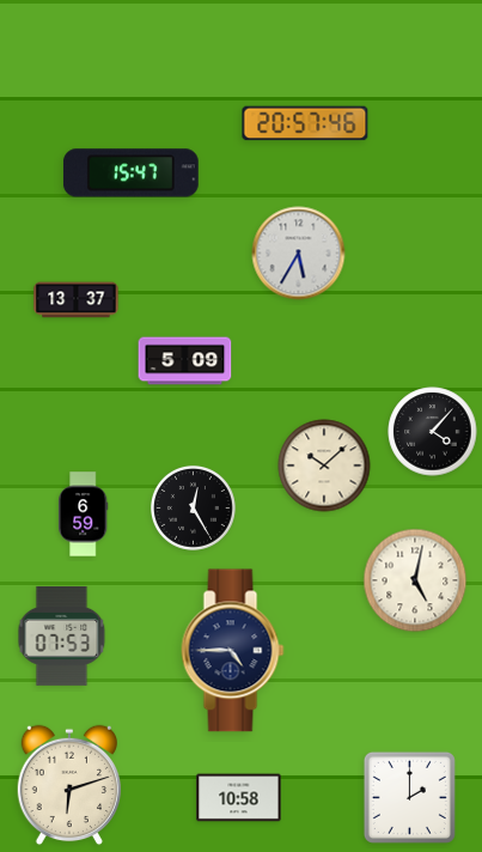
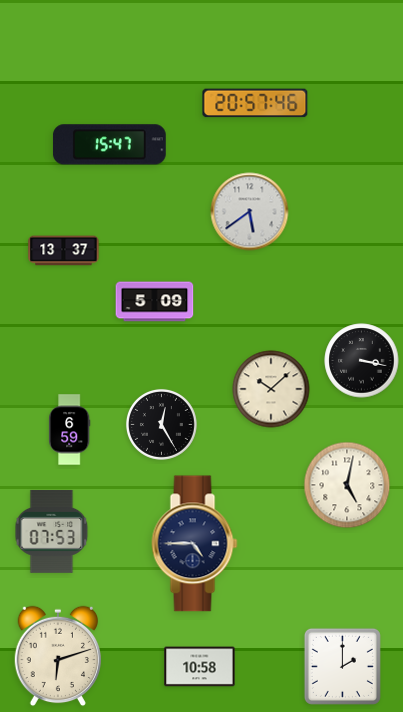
clock at (299, 254): 5:35 -> 5:39
clock at (433, 432): 4:07 -> 3:17
